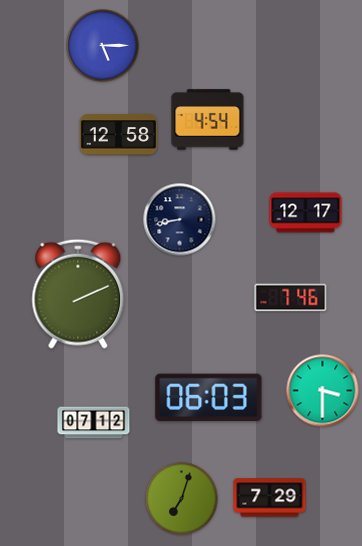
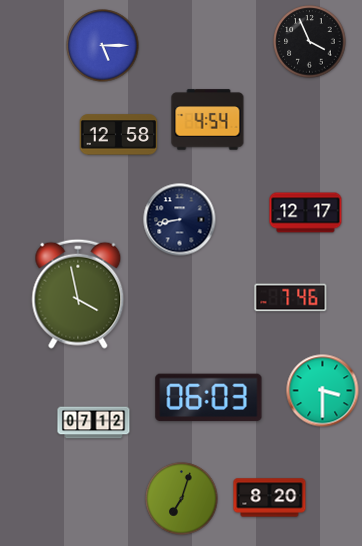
clock at (310, 42): none -> 3:56
clock at (78, 294): 2:11 -> 3:58
clock at (270, 498): 7:29 -> 8:20
